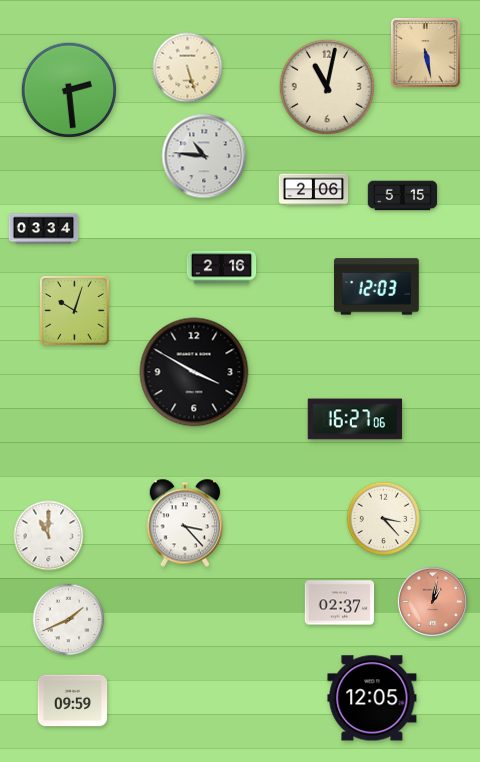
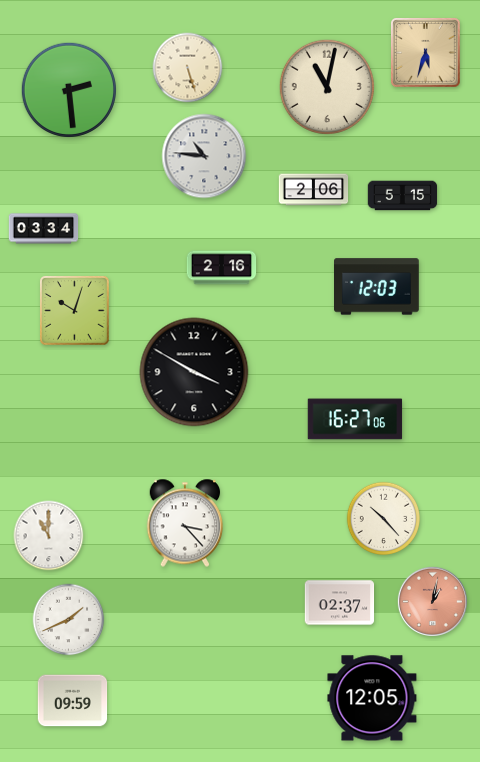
clock at (426, 53): 5:28 -> 5:33
clock at (384, 519): 3:23 -> 10:23
